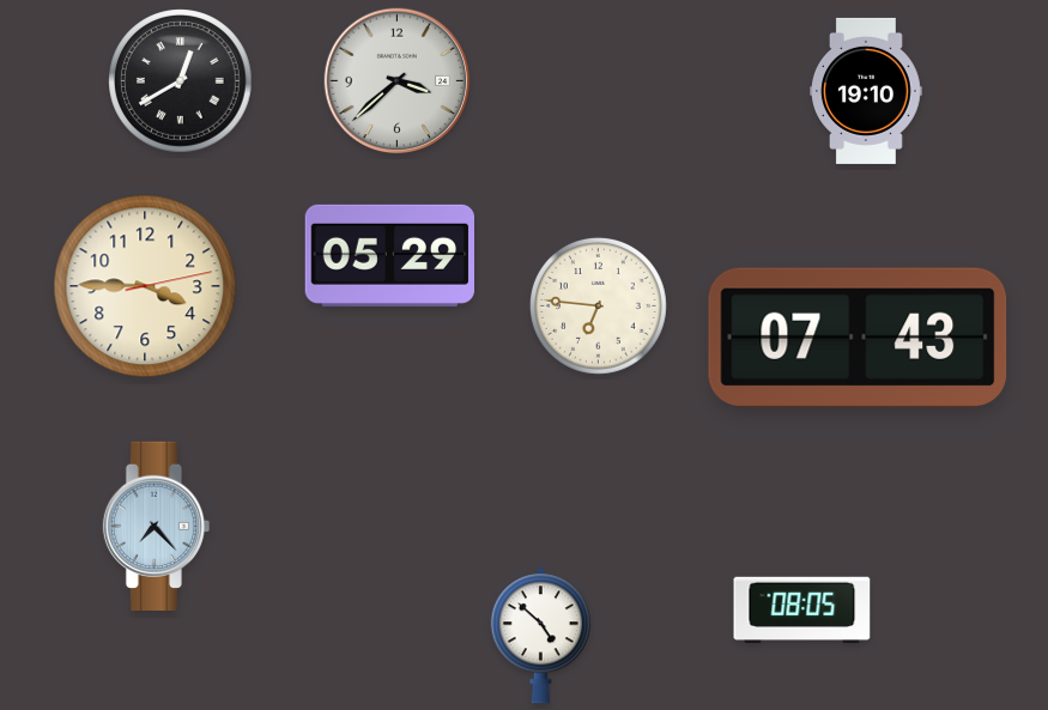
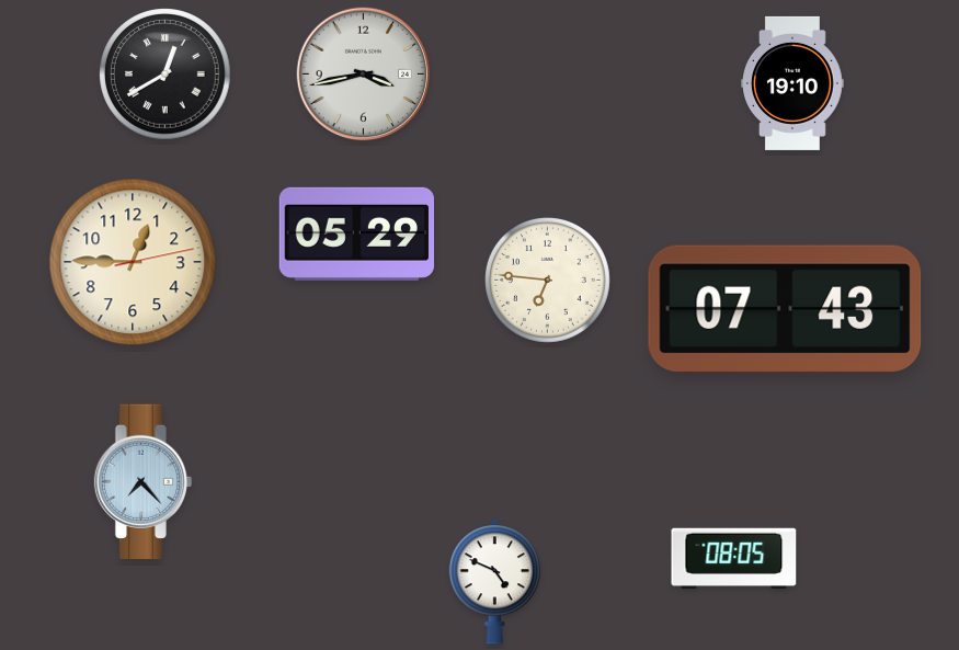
clock at (398, 81): 3:38 -> 3:43
clock at (145, 286): 3:45 -> 12:45
clock at (540, 636): 4:52 -> 4:49
